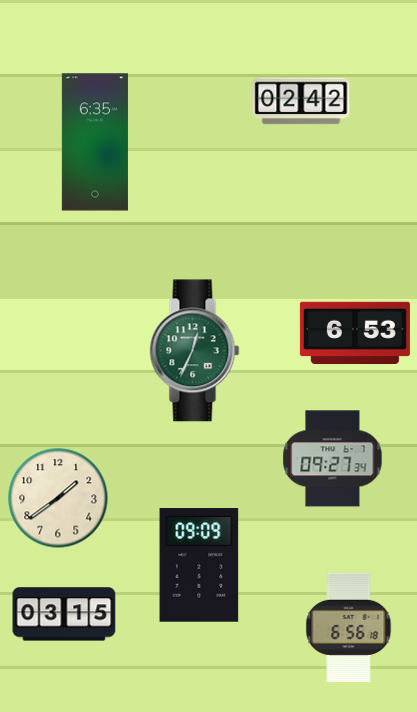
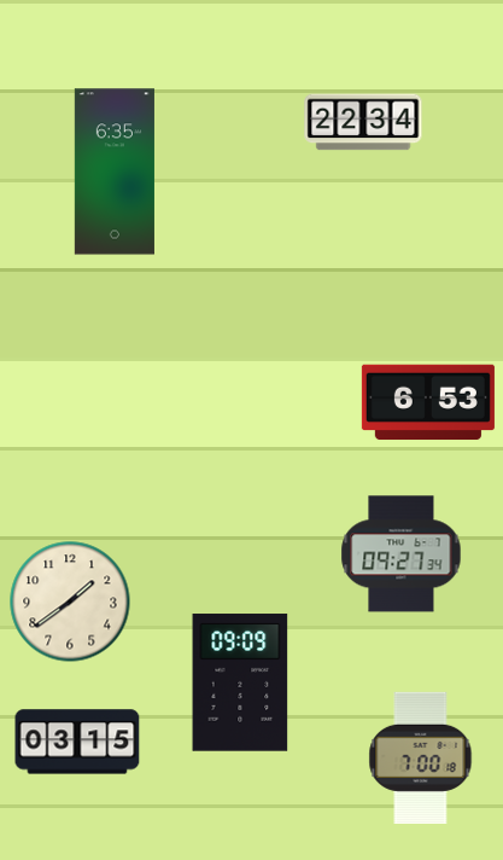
clock at (301, 101): 02:42 -> 22:34
clock at (195, 351): 12:34 -> none
clock at (349, 627): 6:56 -> 7:00
